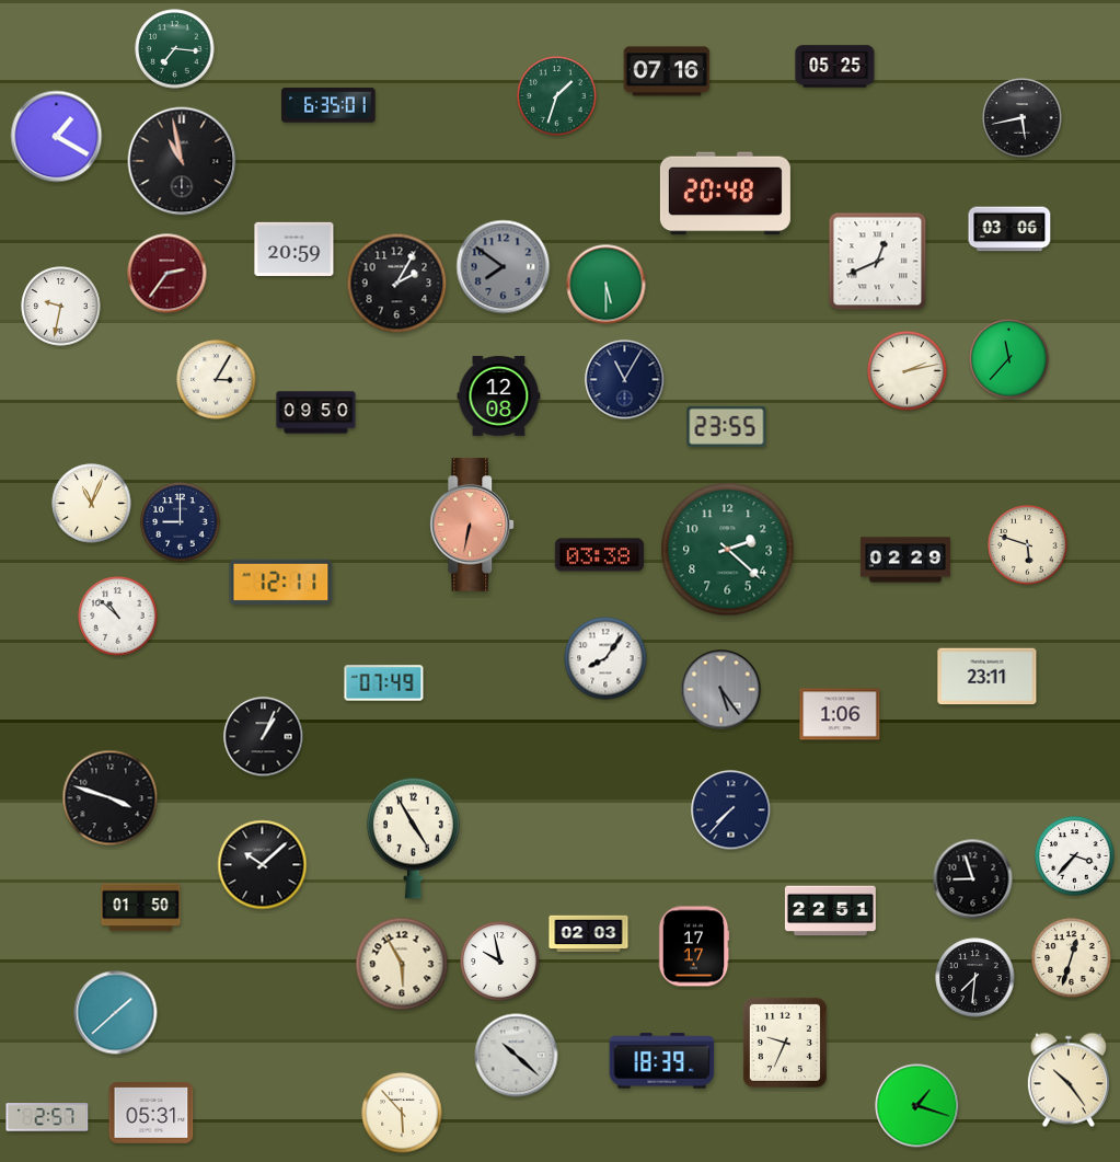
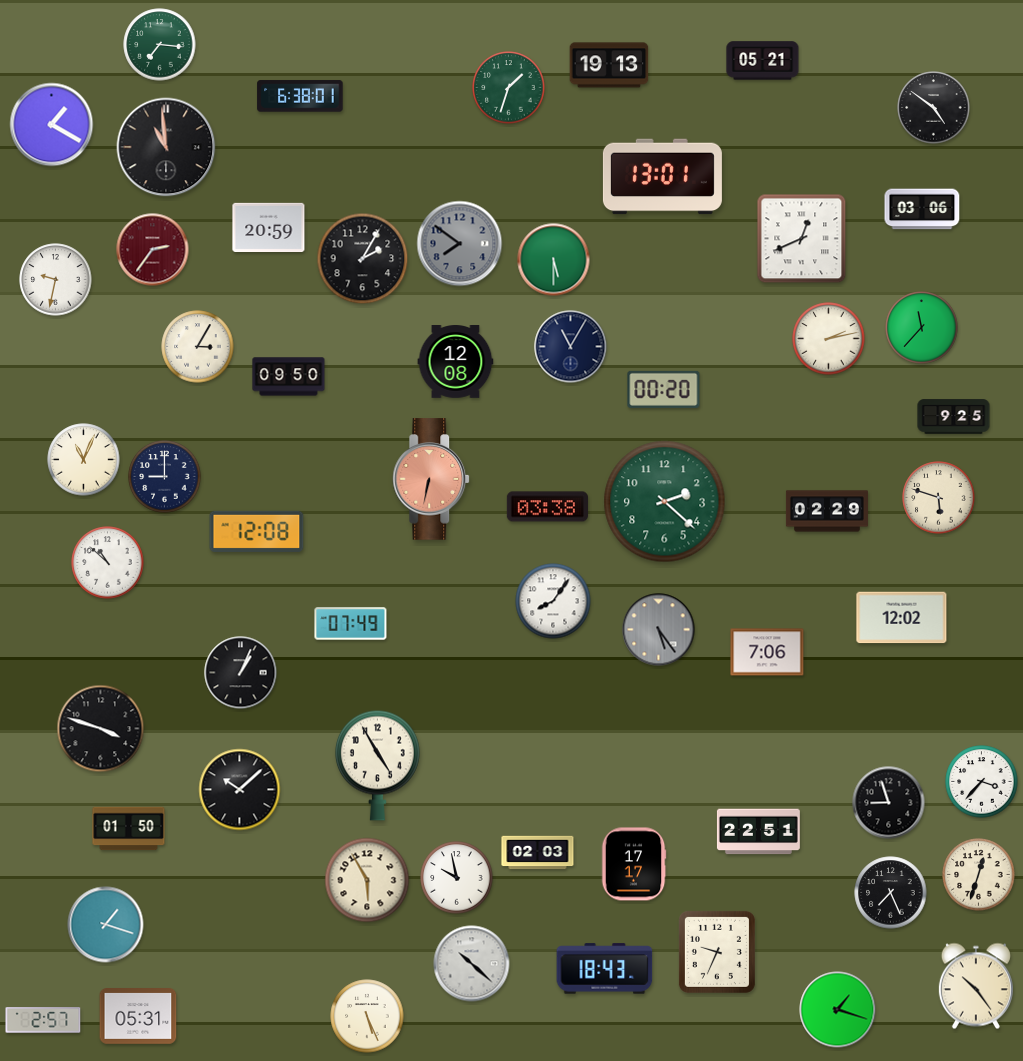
clock at (835, 67): 05:25 -> 05:21
clock at (667, 71): 07:16 -> 19:13
clock at (328, 105): 6:35 -> 6:38
clock at (1023, 118): 5:43 -> 4:51
clock at (182, 161): 10:58 -> 10:59
clock at (725, 194): 20:48 -> 13:01
clock at (727, 426): 23:55 -> 00:20
clock at (954, 417): none -> 9:25
clock at (281, 582): 12:11 -> 12:08
clock at (988, 677): 23:11 -> 12:02
clock at (840, 714): 1:06 -> 7:06
clock at (731, 810): 7:37 -> none
clock at (975, 978): 7:31 -> 7:26
clock at (116, 1013): 1:38 -> 1:18
clock at (662, 1061): 18:39 -> 18:43
clock at (402, 1113): 5:53 -> 5:26
